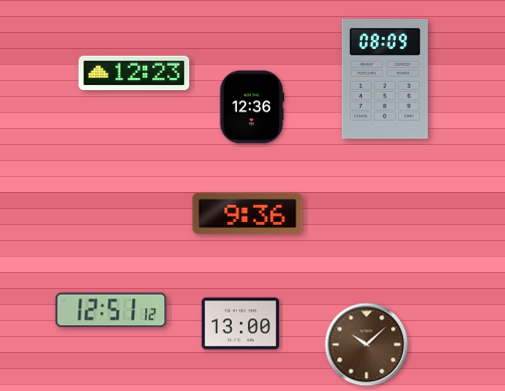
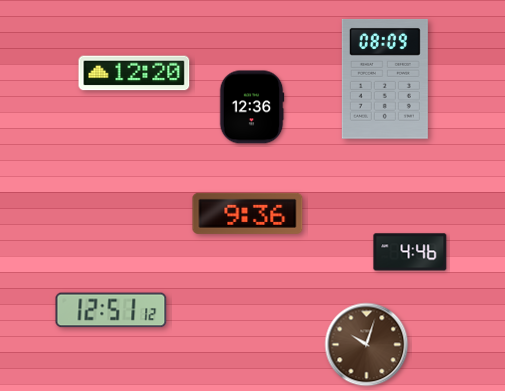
clock at (134, 73): 12:23 -> 12:20
clock at (410, 252): none -> 4:46
clock at (241, 324): 13:00 -> none
clock at (367, 345): 10:08 -> 10:03
